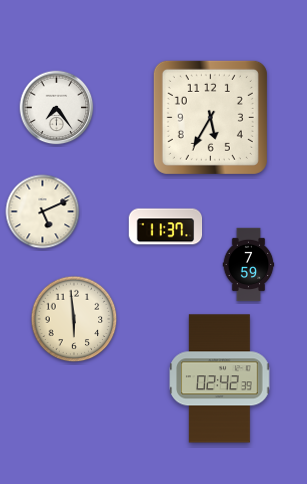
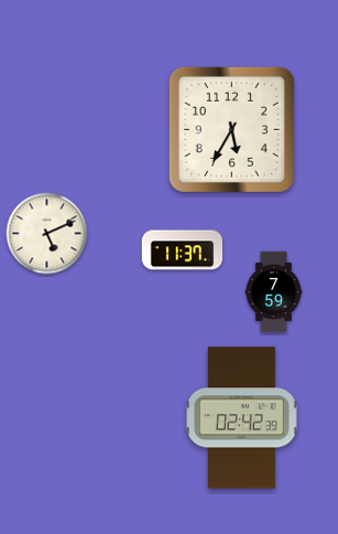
clock at (57, 108): 7:24 -> none
clock at (74, 319): 5:59 -> none
